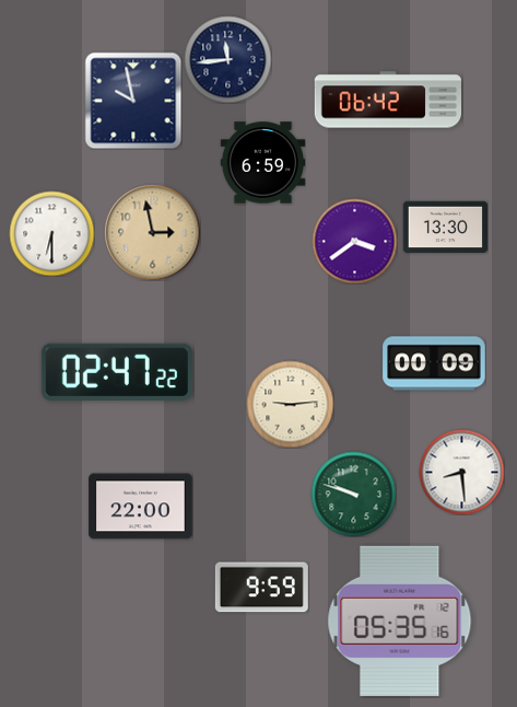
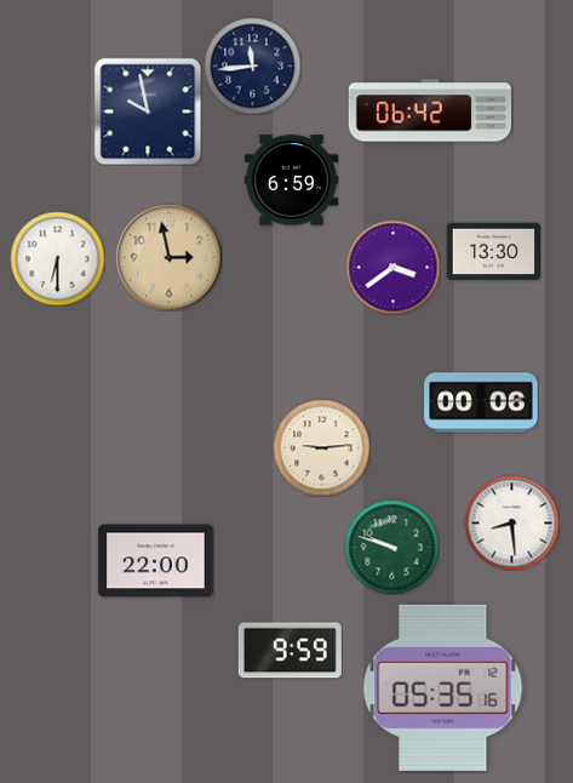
clock at (434, 363): 00:09 -> 00:06
clock at (117, 372): 02:47 -> none
